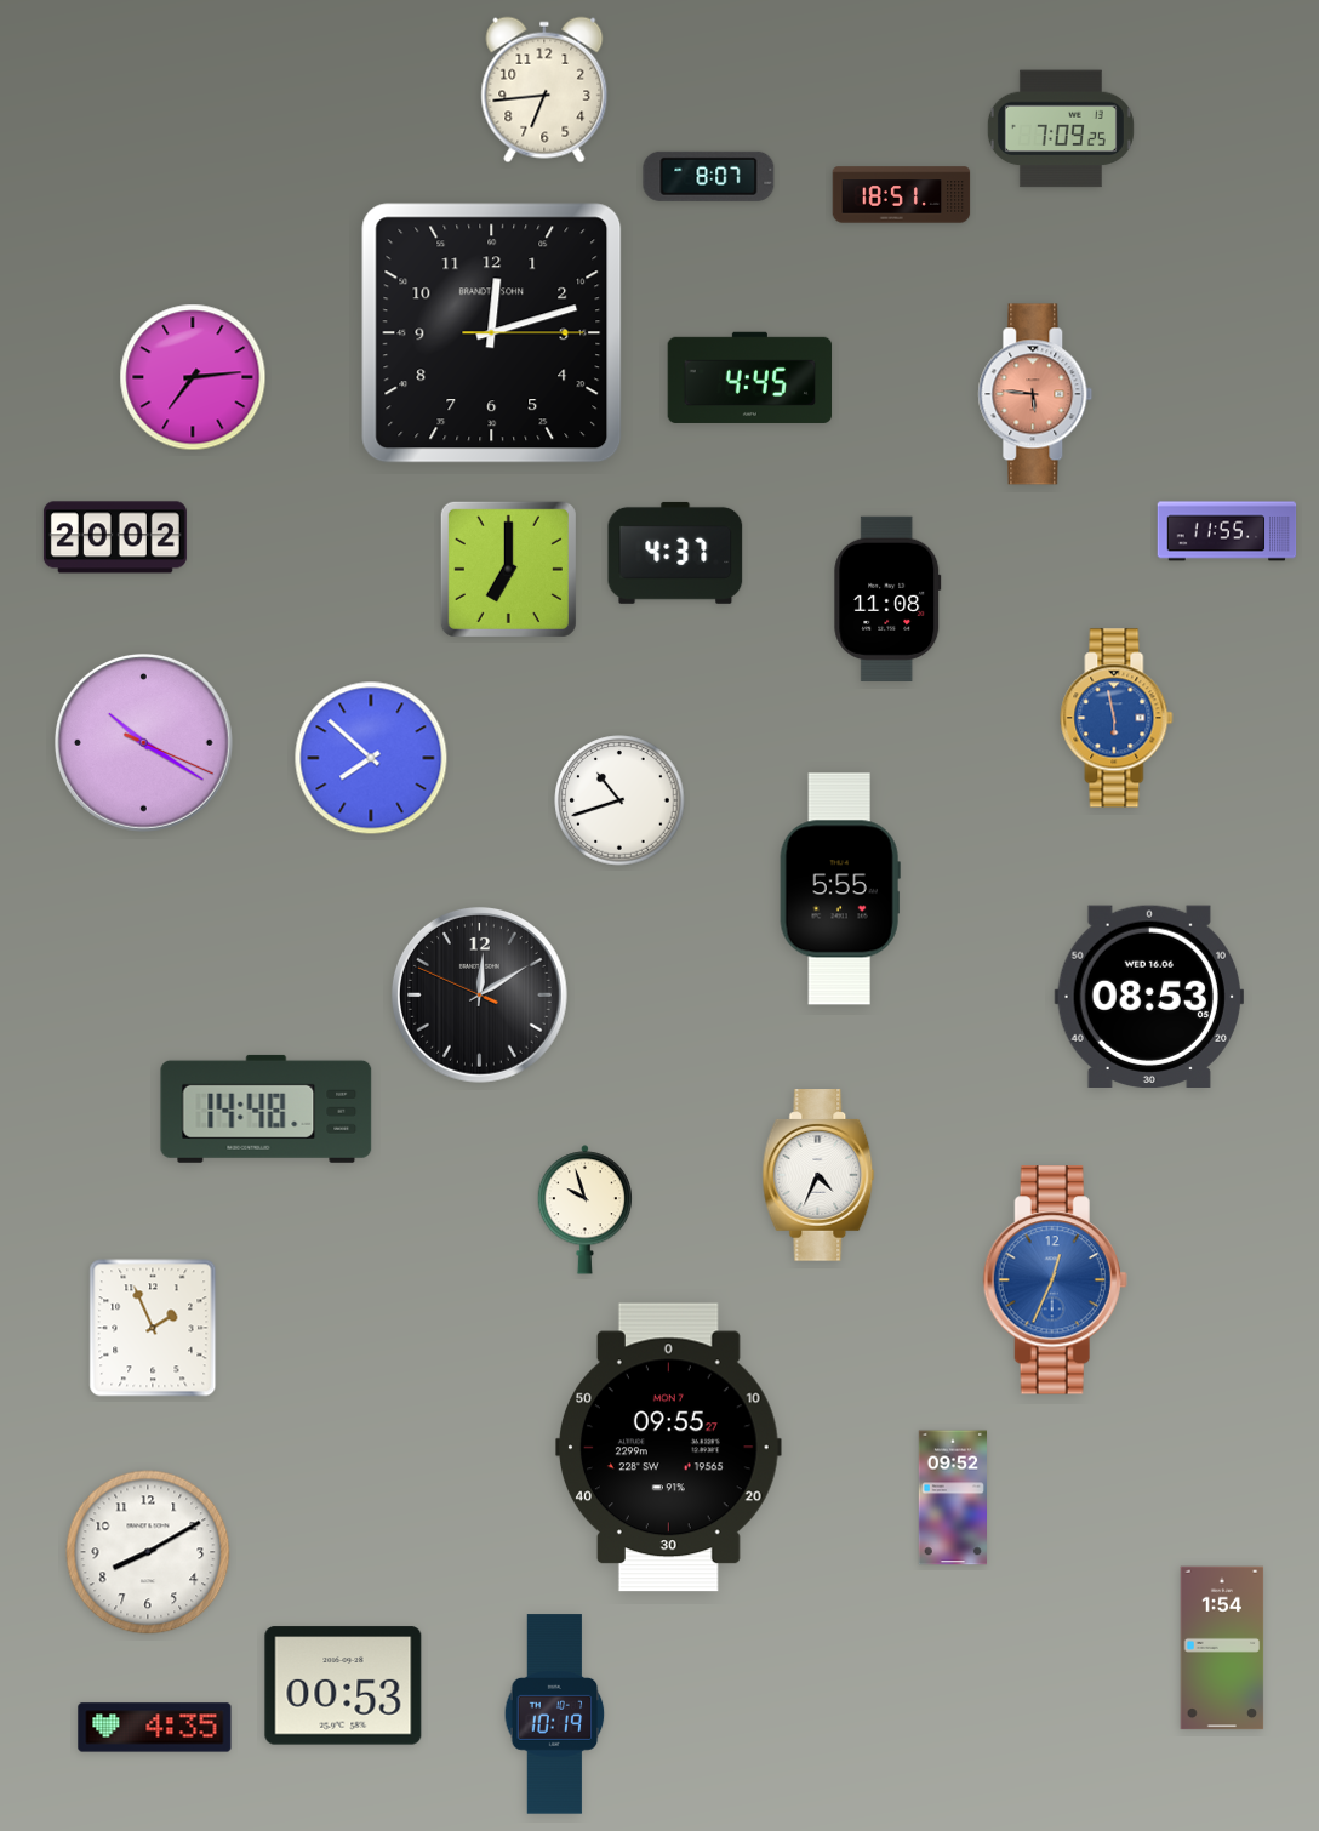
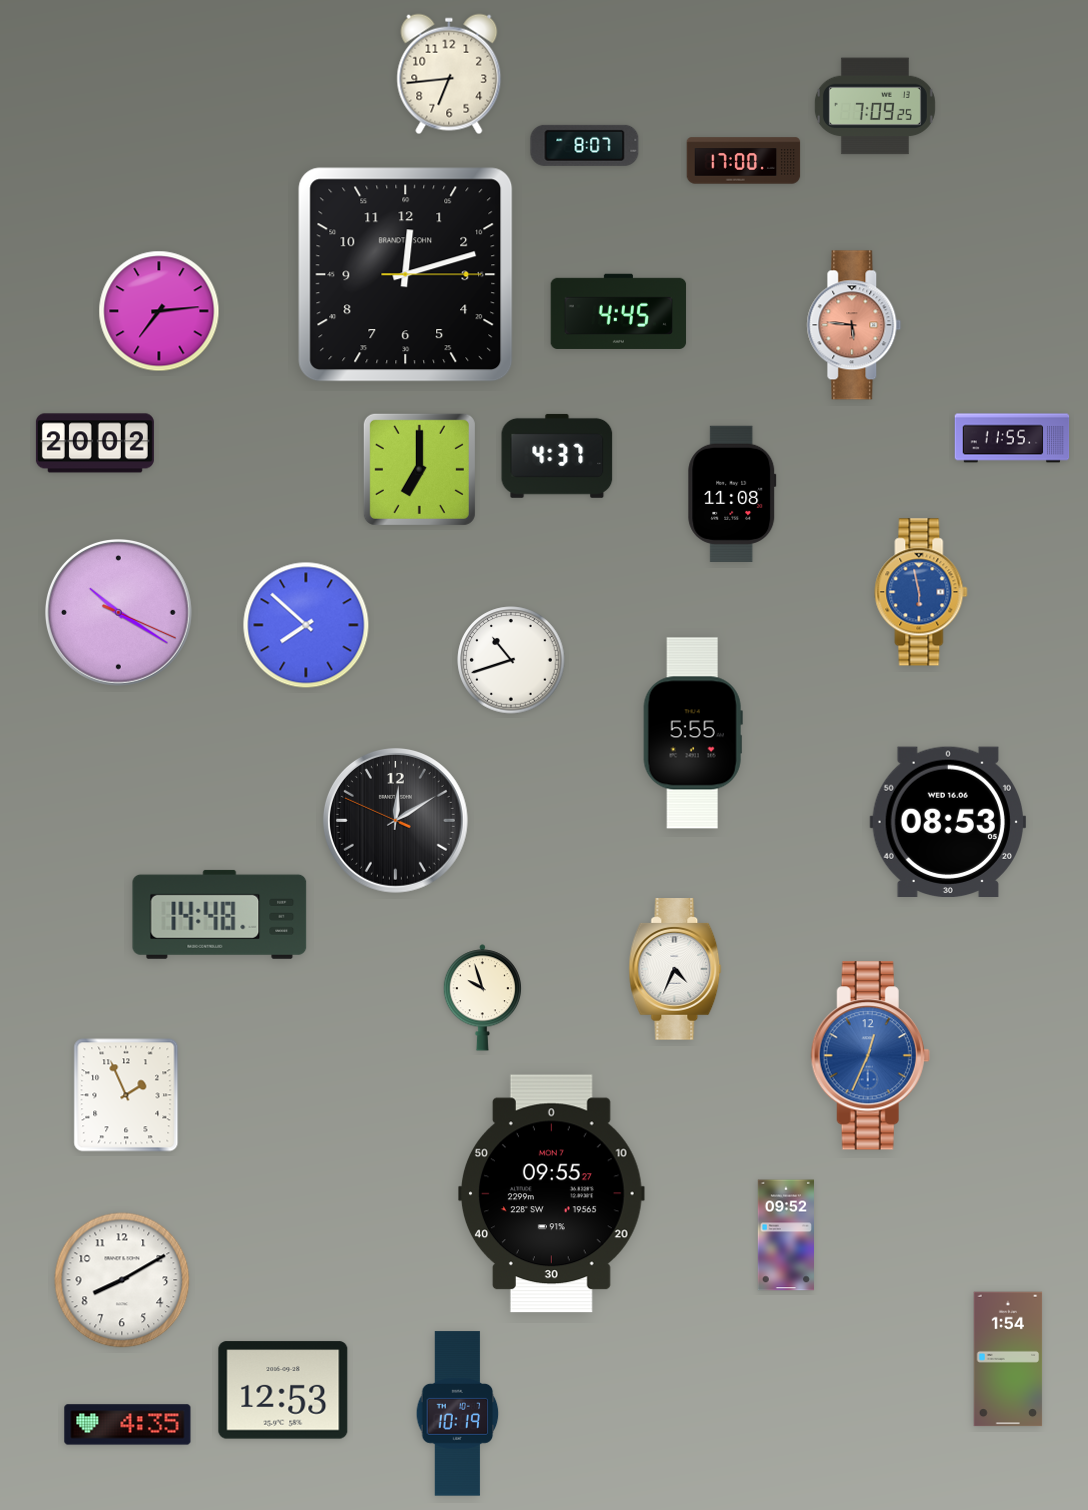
clock at (902, 195): 18:51 -> 17:00
clock at (343, 1685): 00:53 -> 12:53
